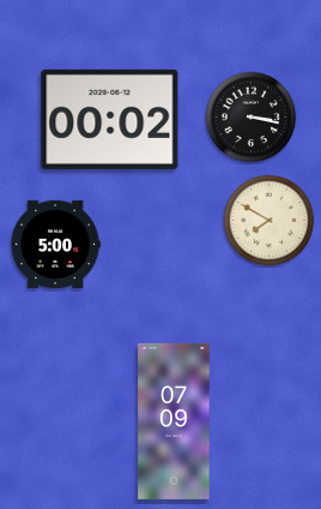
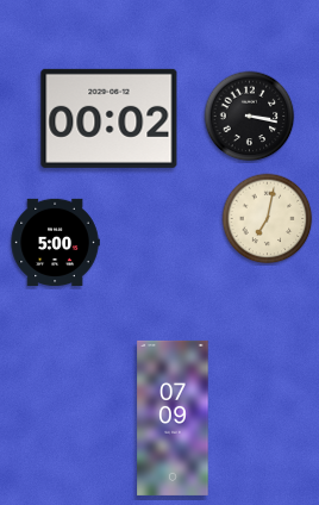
clock at (269, 221): 7:50 -> 7:02
